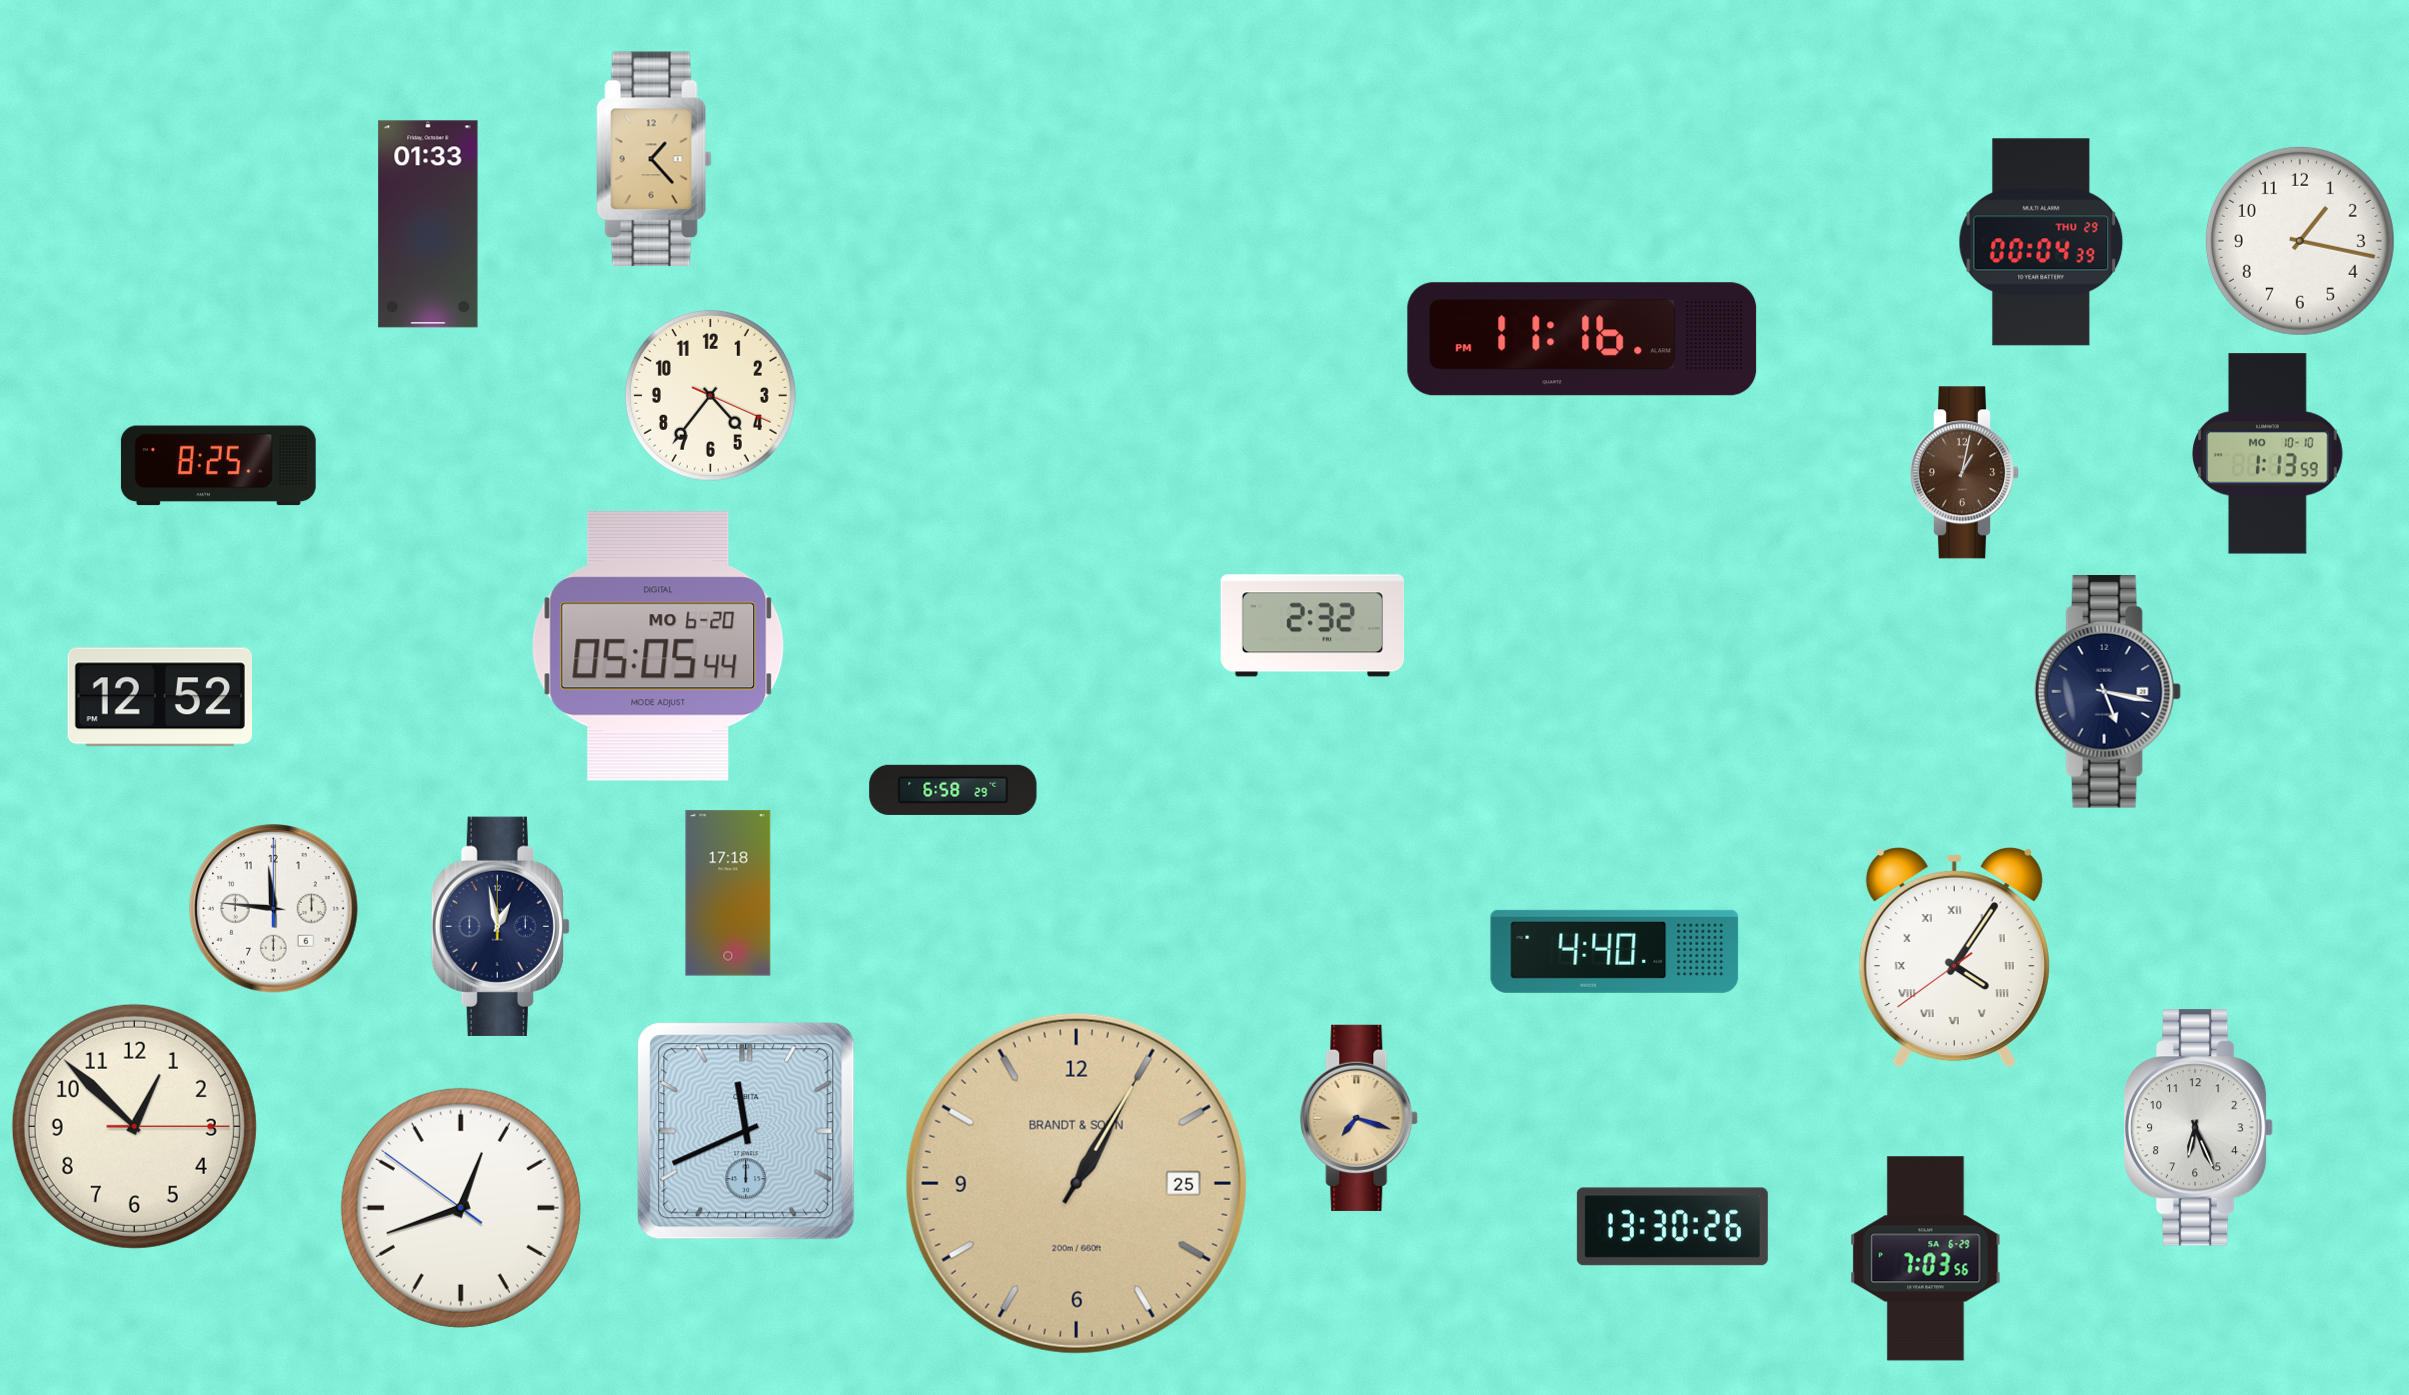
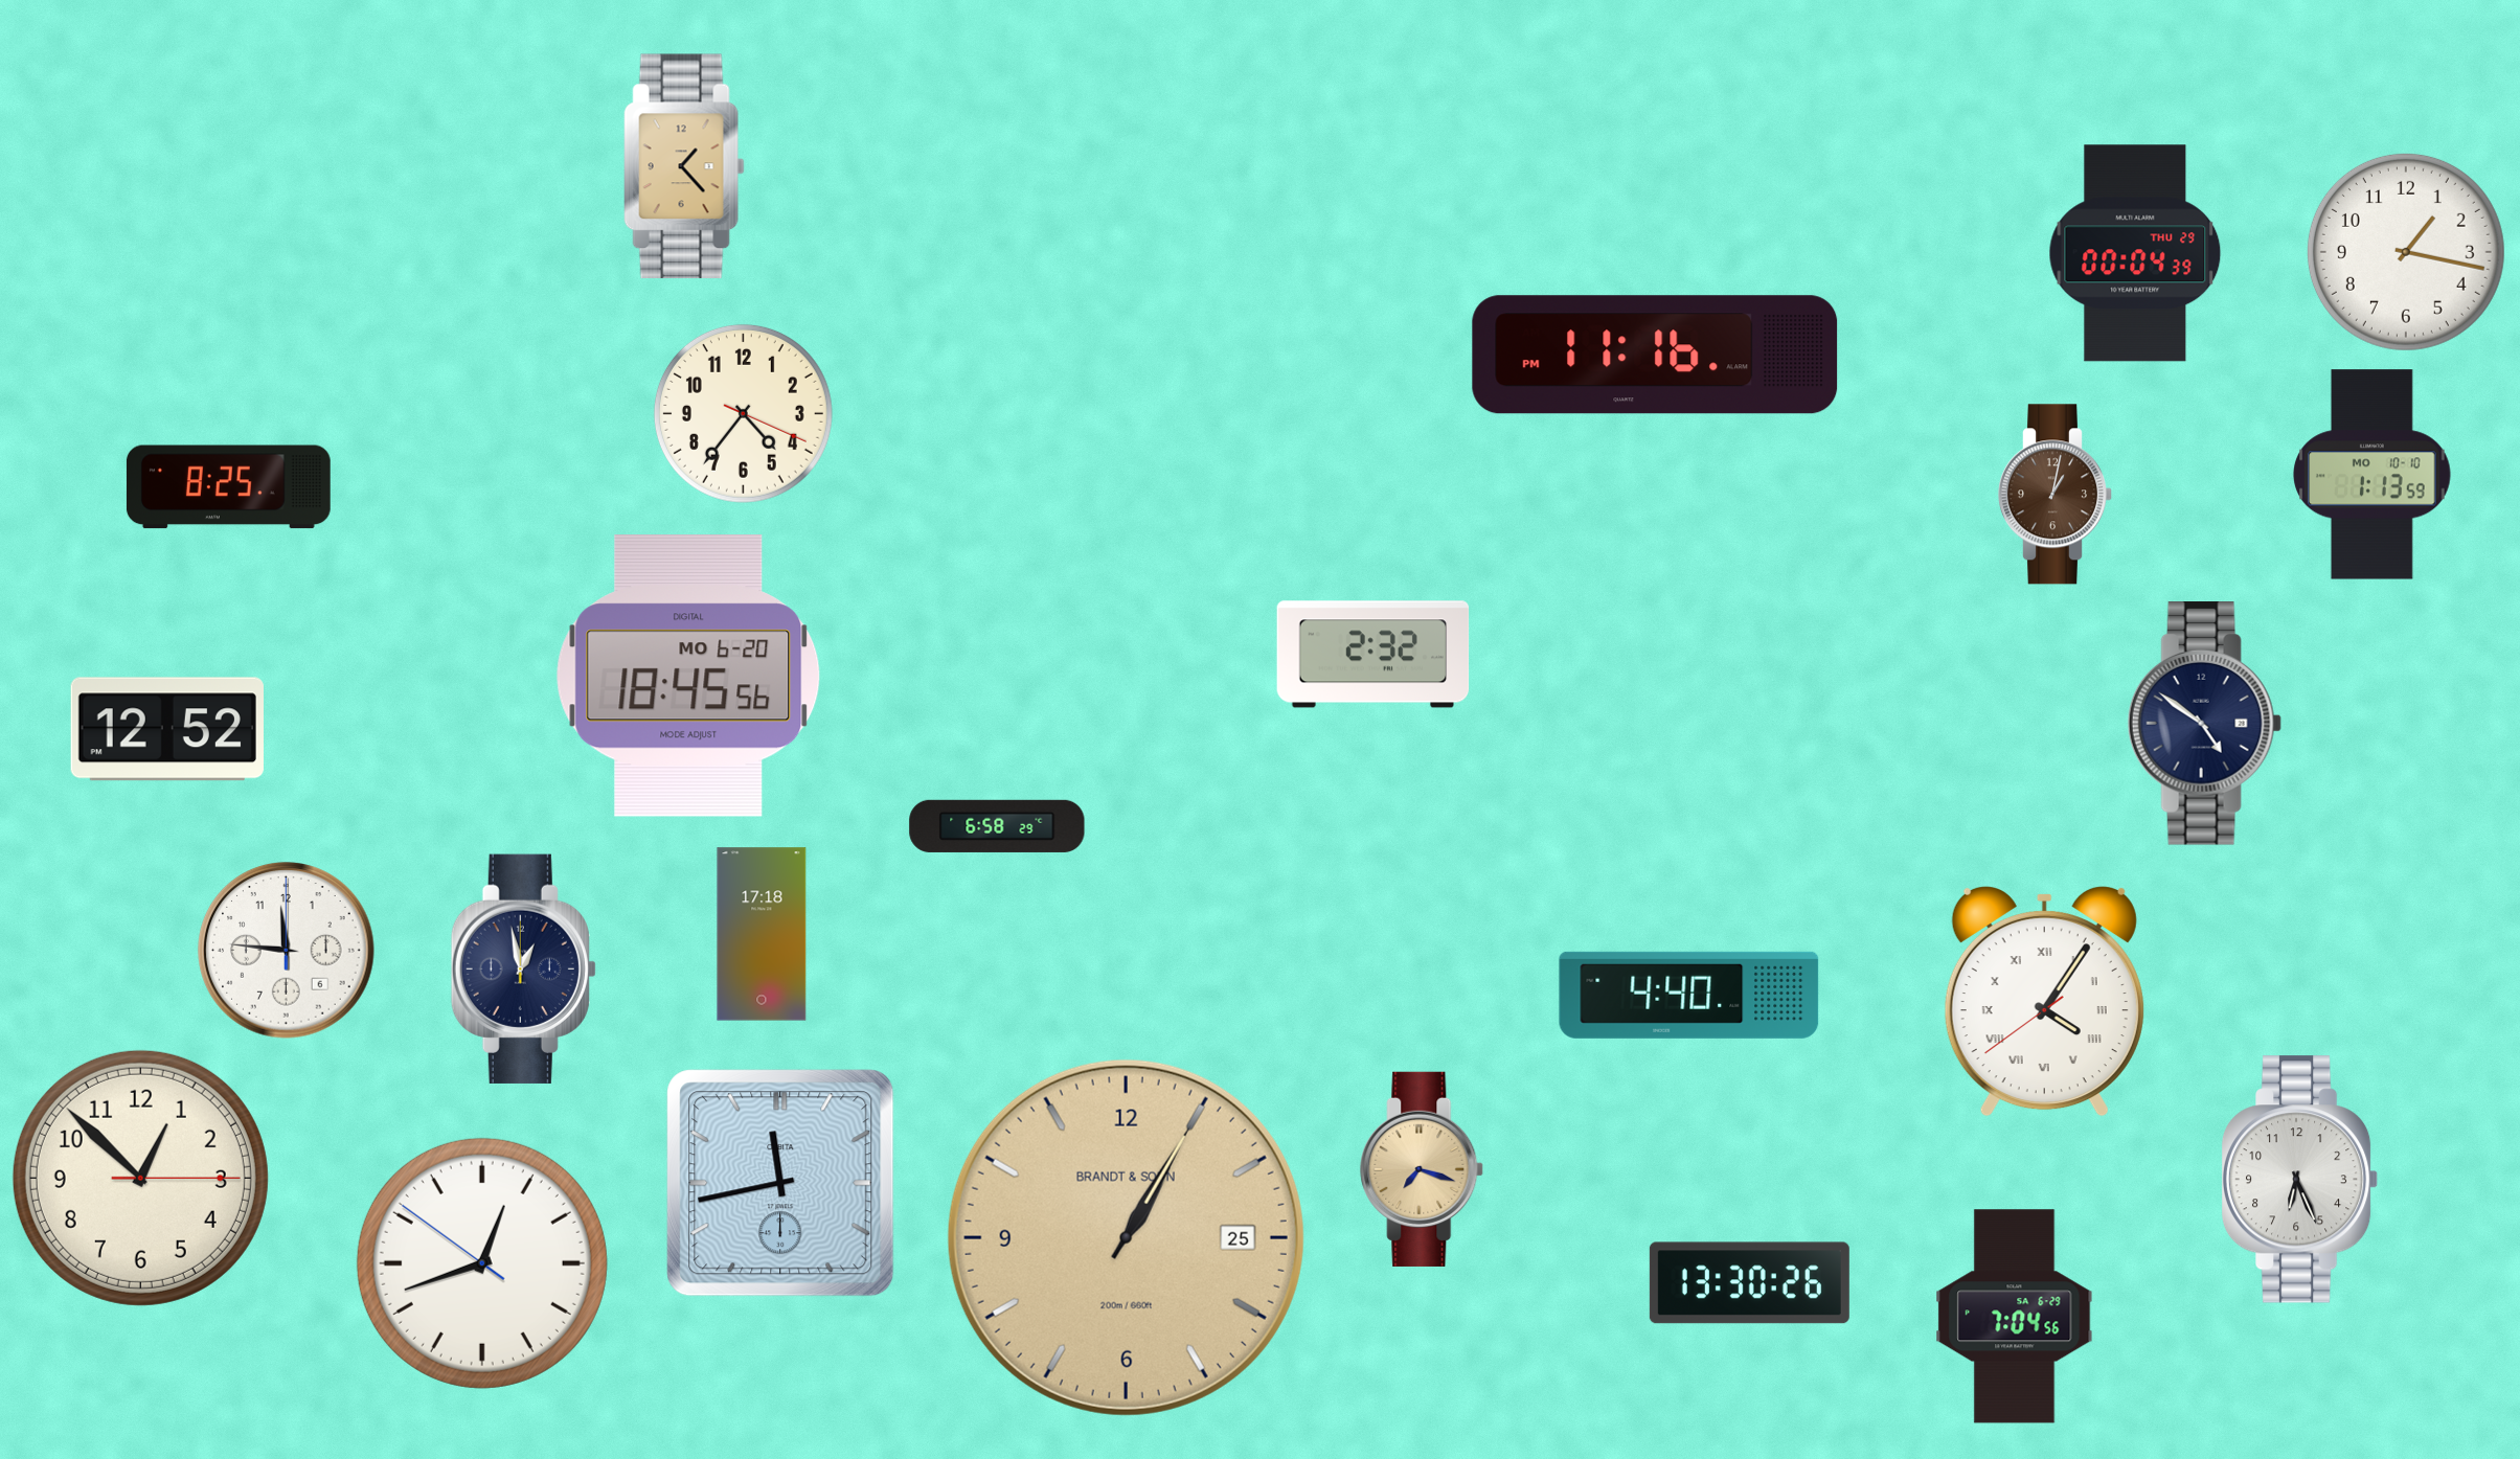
clock at (428, 224): 01:33 -> none
clock at (658, 646): 05:05 -> 18:45
clock at (2107, 692): 5:17 -> 4:51
clock at (746, 1131): 11:41 -> 11:43
clock at (1926, 1259): 7:03 -> 7:04
